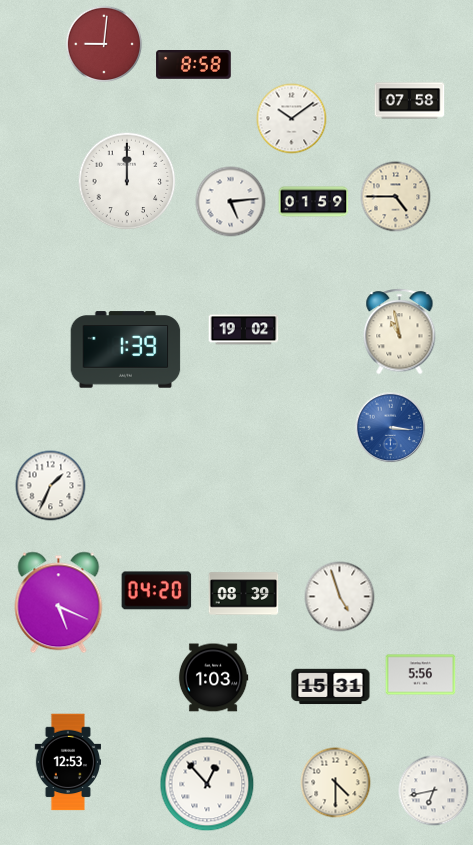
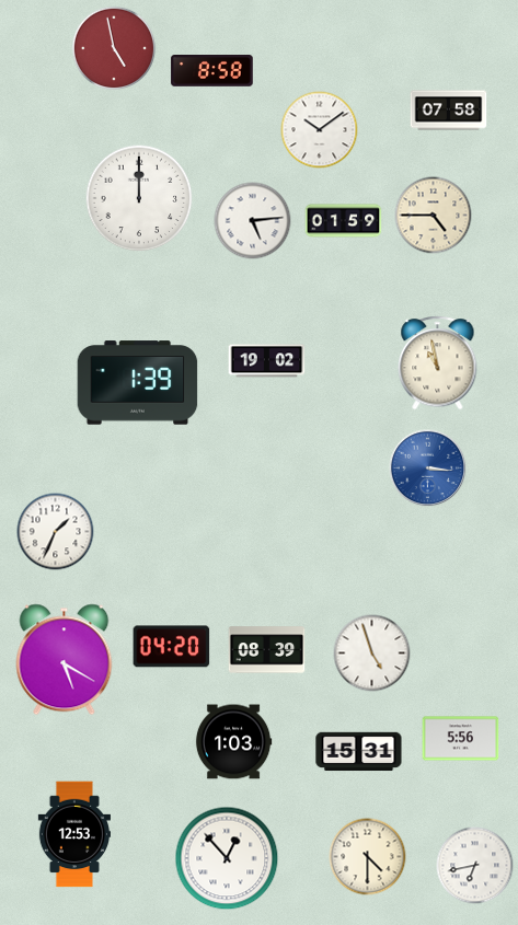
clock at (104, 44): 9:01 -> 4:58
clock at (59, 603): 5:19 -> 5:20
clock at (331, 687) position: (331, 687) -> (359, 752)
